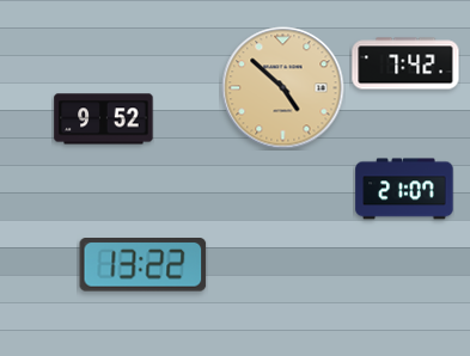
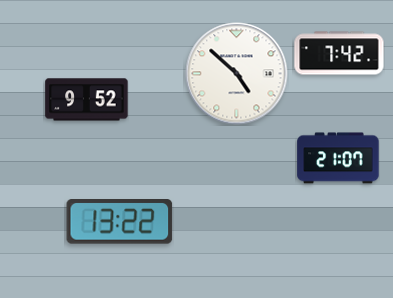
clock at (283, 88) dial: champagne -> white
